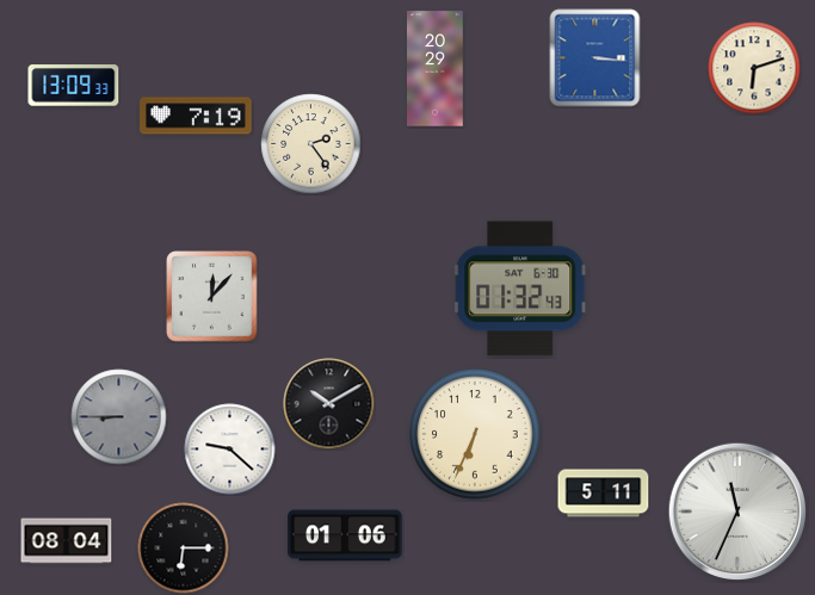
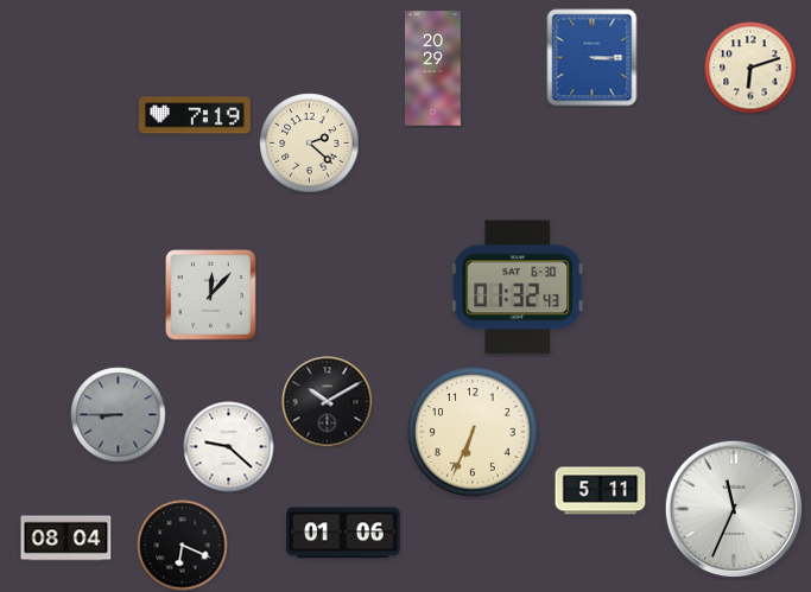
clock at (595, 58): 3:16 -> 3:15
clock at (74, 86): 13:09 -> none
clock at (311, 144): 2:24 -> 2:22
clock at (184, 548): 6:15 -> 6:19
